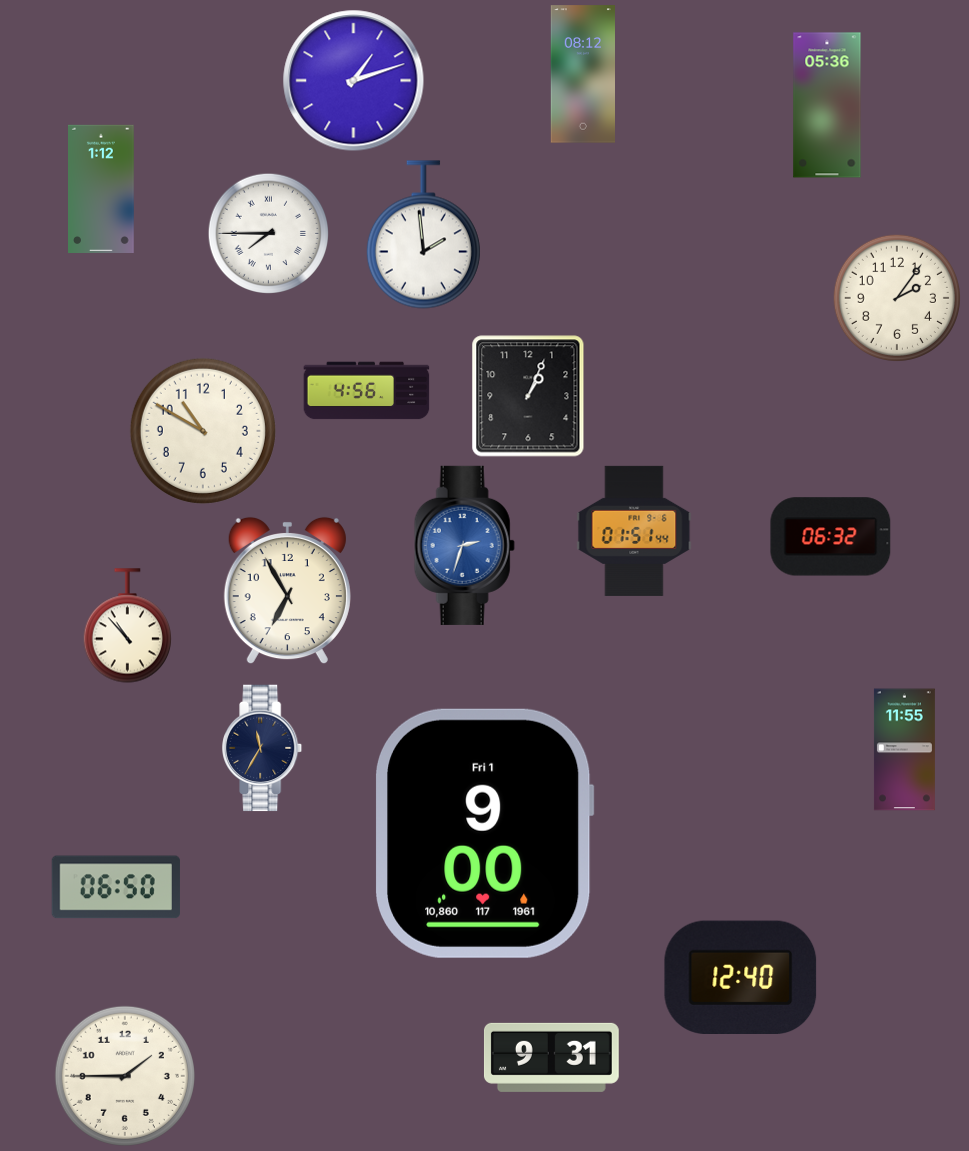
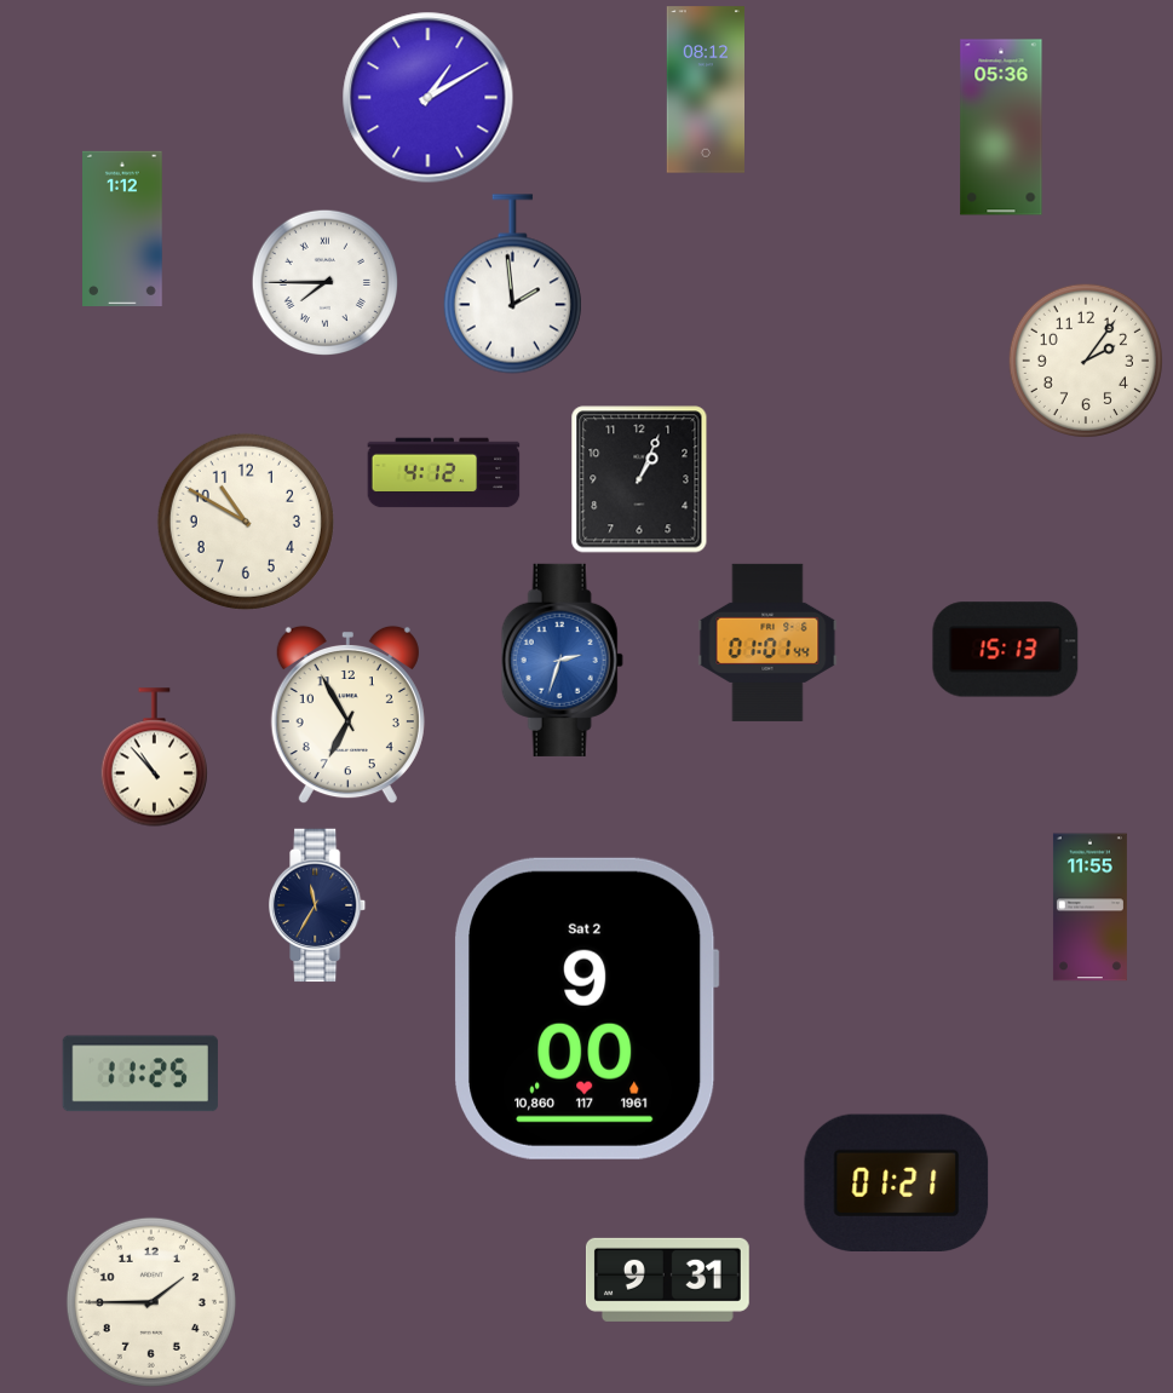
clock at (354, 81): 1:12 -> 1:10
clock at (367, 391): 4:56 -> 4:12
clock at (634, 531): 01:51 -> 01:01
clock at (831, 537): 06:32 -> 15:13
clock at (904, 750) position: (904, 750) -> (1089, 908)
clock at (485, 833) date: Fri 1 -> Sat 2
clock at (116, 887): 06:50 -> 11:25
clock at (741, 977): 12:40 -> 01:21
